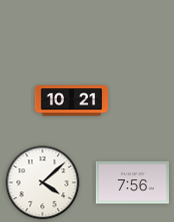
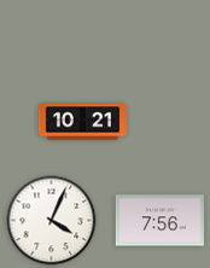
clock at (71, 101) position: (71, 101) -> (82, 122)
clock at (43, 183): 4:08 -> 4:04
